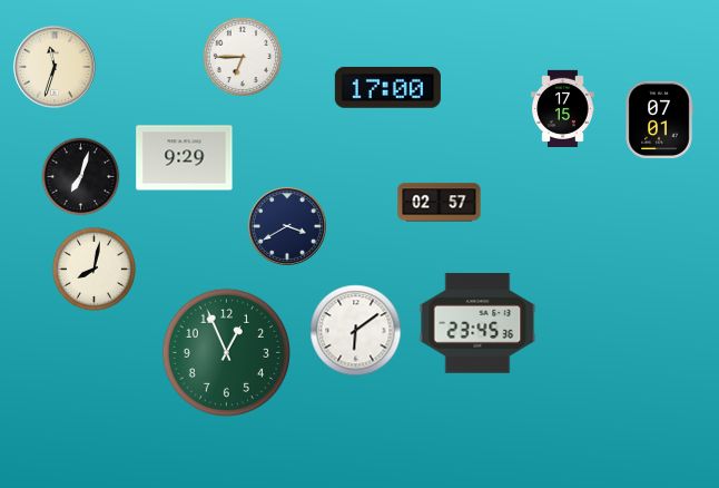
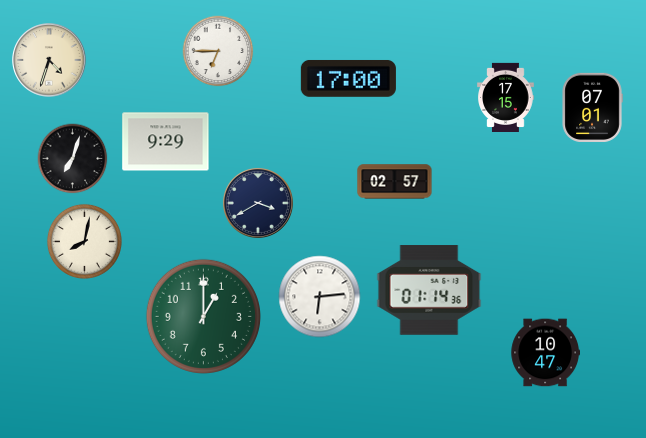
clock at (55, 67): 11:33 -> 4:33
clock at (477, 323): 23:45 -> 01:14
clock at (356, 331): 6:09 -> 6:14
clock at (226, 352): 12:56 -> 1:00
clock at (545, 353): none -> 10:47
